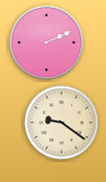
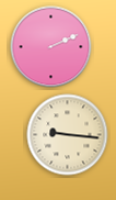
clock at (62, 123): 9:21 -> 9:16
